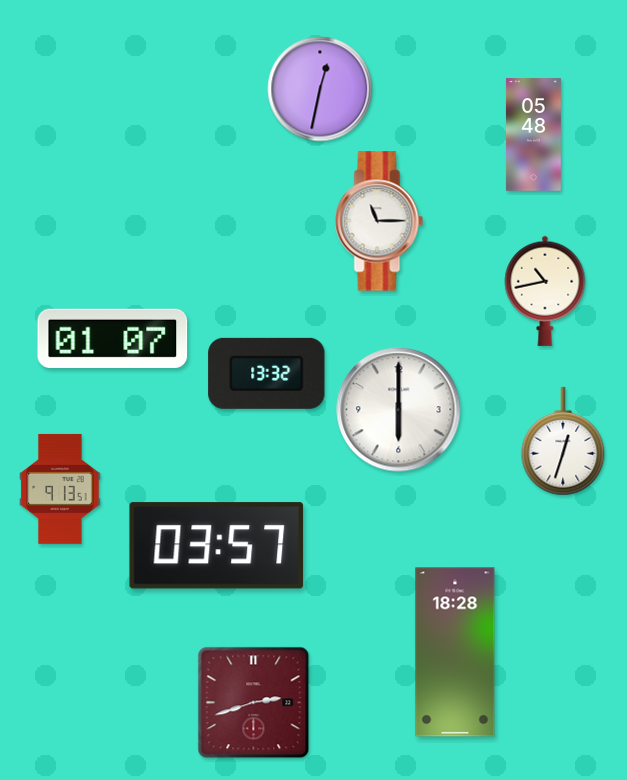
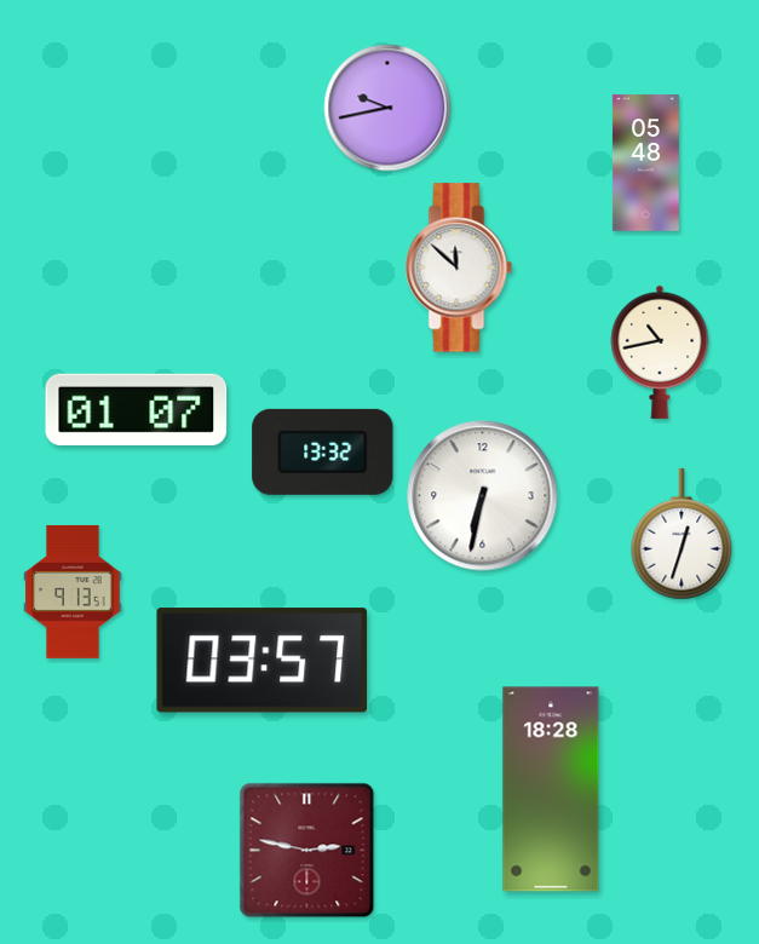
clock at (320, 89): 12:32 -> 9:43
clock at (379, 221): 11:15 -> 11:52
clock at (399, 410): 6:00 -> 6:32
clock at (254, 703): 2:42 -> 2:47
